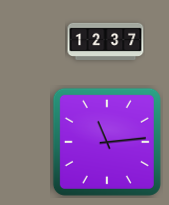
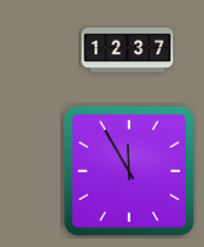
clock at (107, 142): 11:14 -> 11:55
